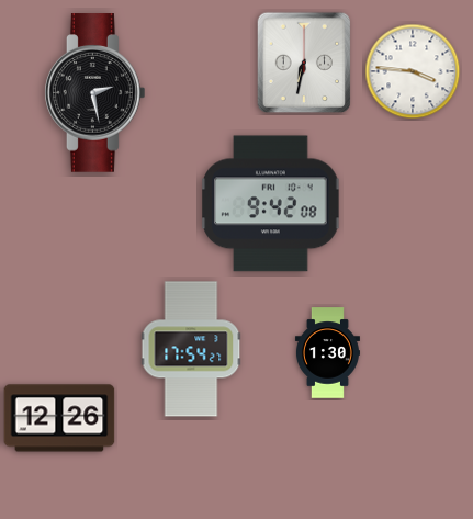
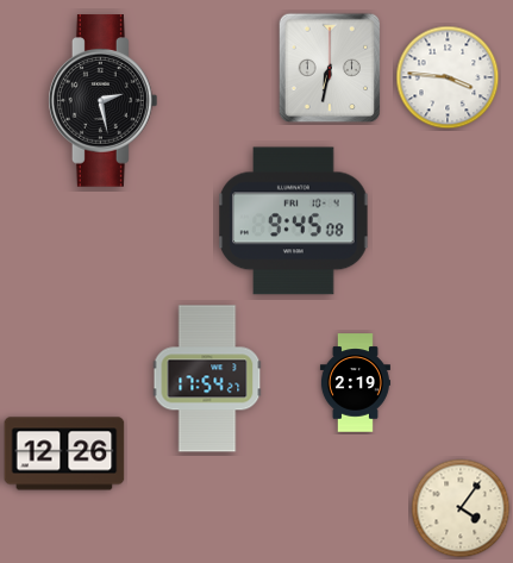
clock at (271, 204): 9:42 -> 9:45
clock at (327, 353): 1:30 -> 2:19
clock at (461, 508): none -> 4:06
